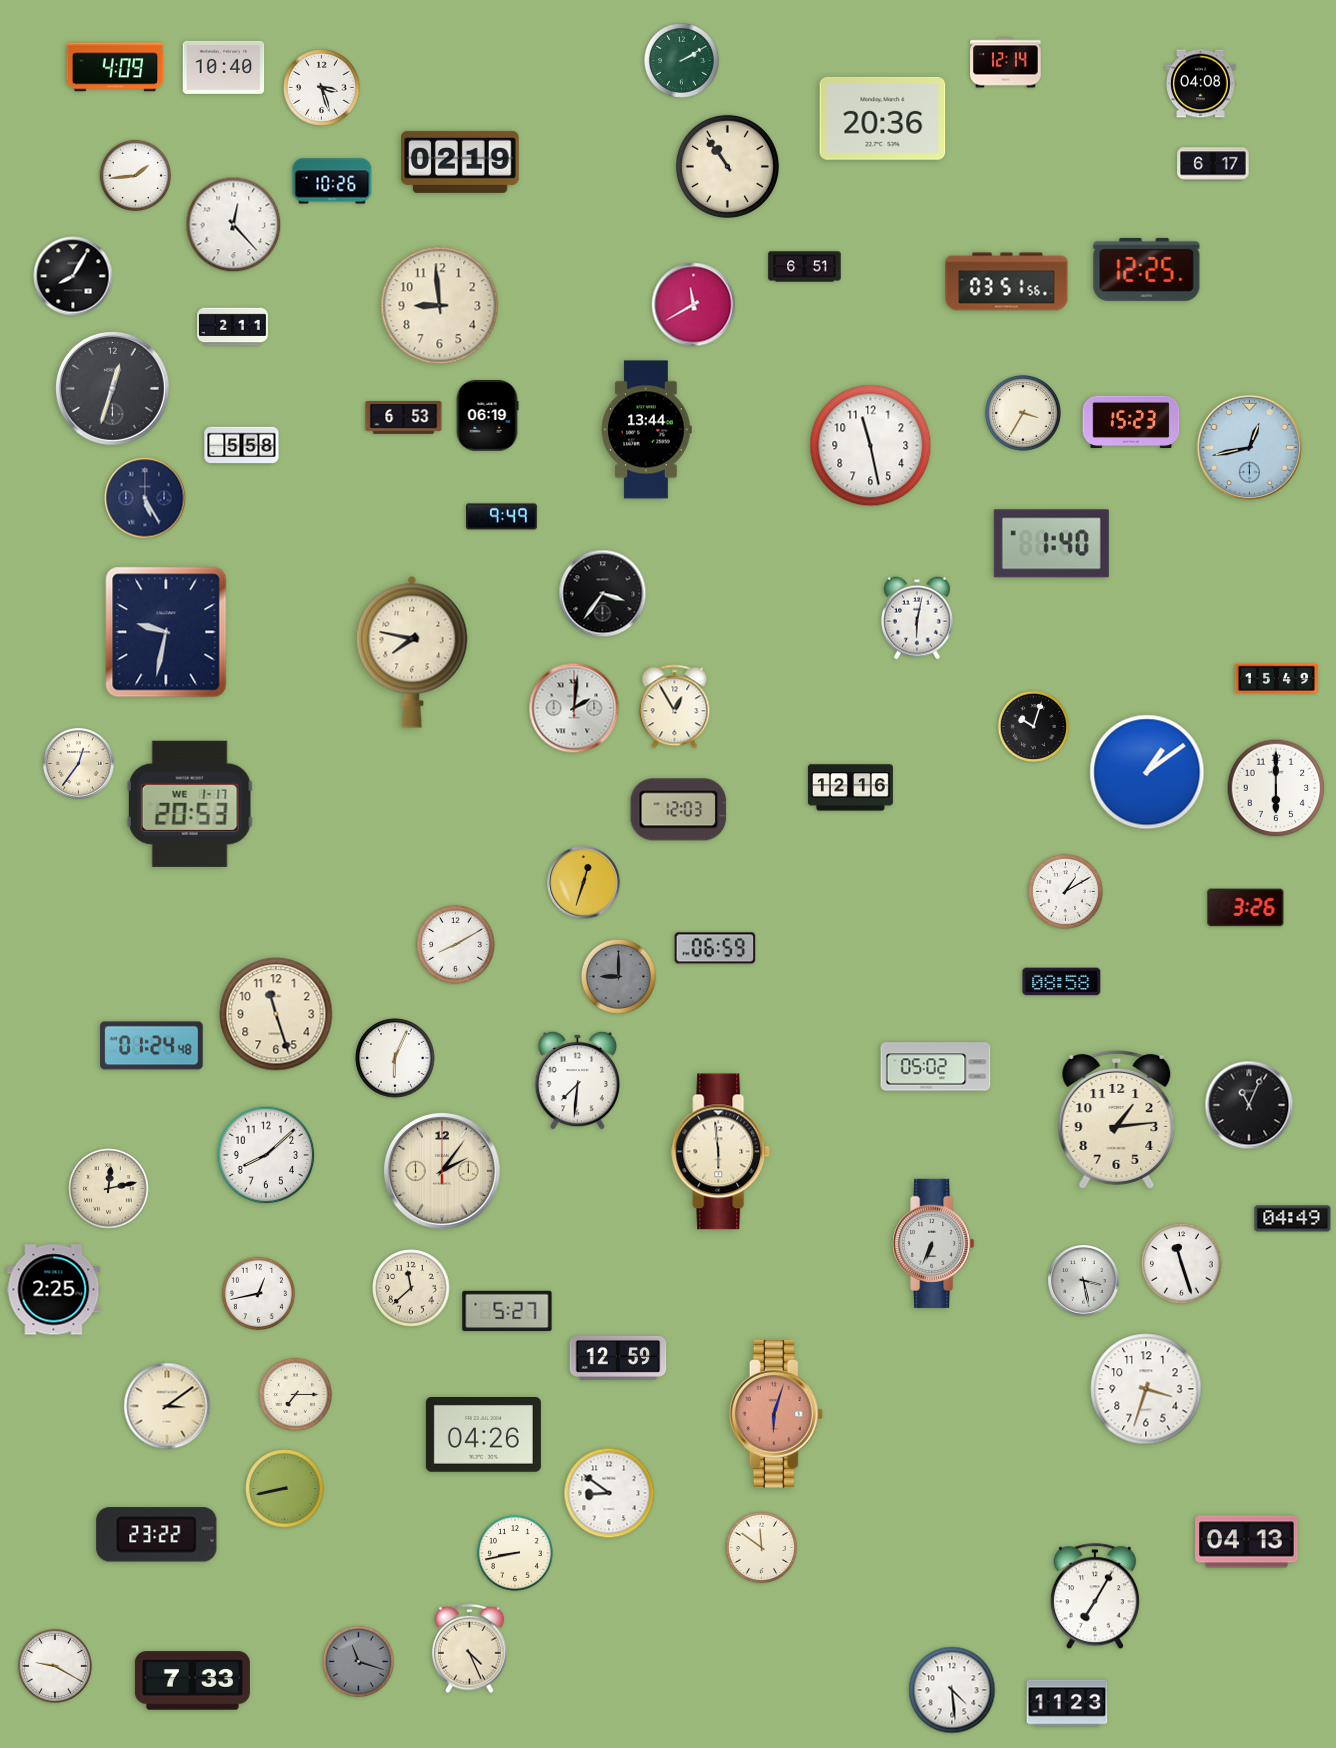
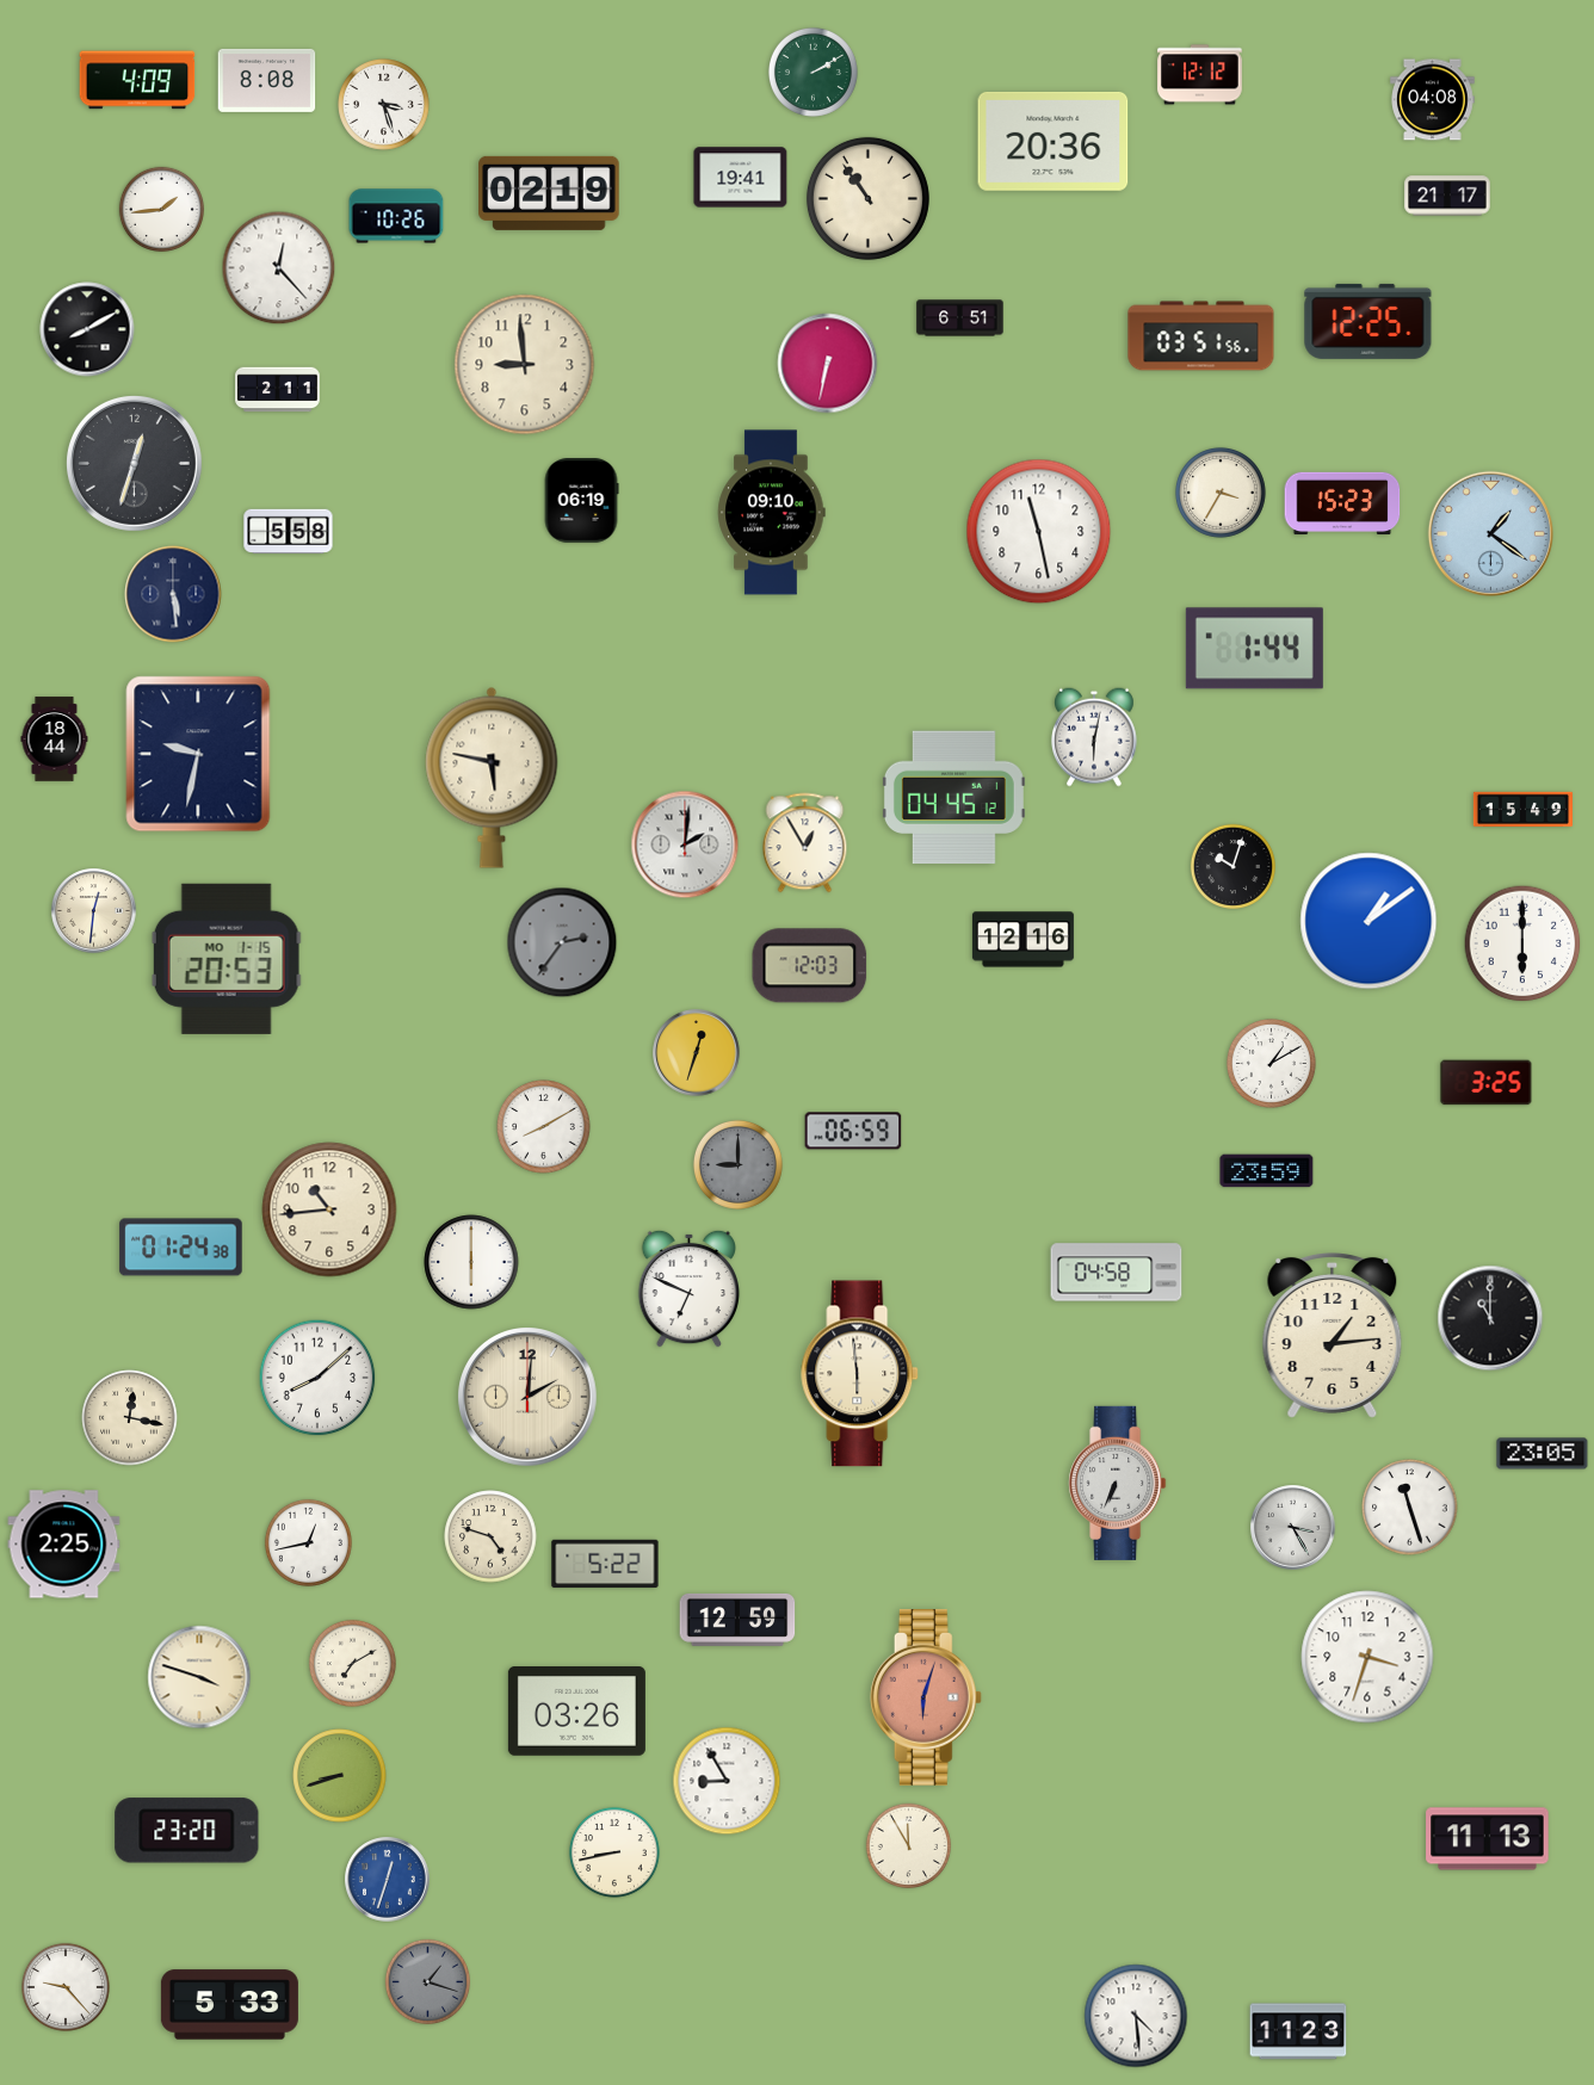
clock at (1006, 63): 12:14 -> 12:12
clock at (224, 67): 10:40 -> 8:08
clock at (741, 178): none -> 19:41
clock at (1213, 164): 6:17 -> 21:17
clock at (73, 276): 8:05 -> 8:10
clock at (694, 305): 11:40 -> 6:32
clock at (487, 416) position: (487, 416) -> (581, 501)
clock at (404, 418): 6:53 -> none
clock at (1131, 422) position: (1131, 422) -> (1342, 503)
clock at (647, 430): 13:44 -> 09:10
clock at (1249, 447): 12:43 -> 1:21
clock at (145, 498): 5:25 -> 5:29
clock at (502, 517): 9:49 -> none
clock at (1051, 544): 1:40 -> 1:44
clock at (603, 594): 3:36 -> none
clock at (55, 740): none -> 18:44
clock at (412, 652): 7:47 -> 5:47
clock at (953, 798): none -> 04:45
clock at (79, 764): 12:36 -> 12:31
clock at (850, 788) position: (850, 788) -> (1022, 940)
clock at (1276, 788) position: (1276, 788) -> (1522, 943)
clock at (562, 942): none -> 2:36
clock at (190, 804) date: WE 1-17 -> MO 1-15
clock at (1246, 908): 3:26 -> 3:25
clock at (1062, 982): 08:58 -> 23:59
clock at (276, 1014): 11:27 -> 10:44
clock at (152, 1046): 01:24:48 -> 01:24:38
clock at (395, 1058): 6:04 -> 6:00
clock at (936, 1067): 05:02 -> 04:58
clock at (578, 1080): 7:31 -> 6:49
clock at (1249, 1105): 11:04 -> 11:00
clock at (442, 1171): 2:06 -> 2:01
clock at (109, 1189): 12:13 -> 12:17
clock at (1293, 1219): 04:49 -> 23:05
clock at (934, 1243) position: (934, 1243) -> (1118, 1483)
clock at (1084, 1281): 3:28 -> 3:25
clock at (411, 1288): 11:38 -> 4:48
clock at (54, 1290) position: (54, 1290) -> (64, 1545)
clock at (507, 1311): 5:27 -> 5:22
clock at (295, 1394): 7:15 -> 7:10
clock at (167, 1406): 3:09 -> 3:48
clock at (776, 1415) position: (776, 1415) -> (926, 1699)
clock at (483, 1435): 04:26 -> 03:26
clock at (285, 1489): 8:43 -> 8:42
clock at (609, 1493): 8:51 -> 8:55
clock at (157, 1535): 23:22 -> 23:20
clock at (1247, 1542): 04:13 -> 11:13
clock at (761, 1547): 11:51 -> 11:55
clock at (388, 1880): none -> 12:33
clock at (1095, 1597): 7:05 -> none
clock at (470, 1649): 4:26 -> none
clock at (358, 1661): 11:18 -> 1:18
clock at (55, 1666): 9:20 -> 9:23
clock at (192, 1681): 7:33 -> 5:33
clock at (1067, 1703) position: (1067, 1703) -> (1298, 2031)
